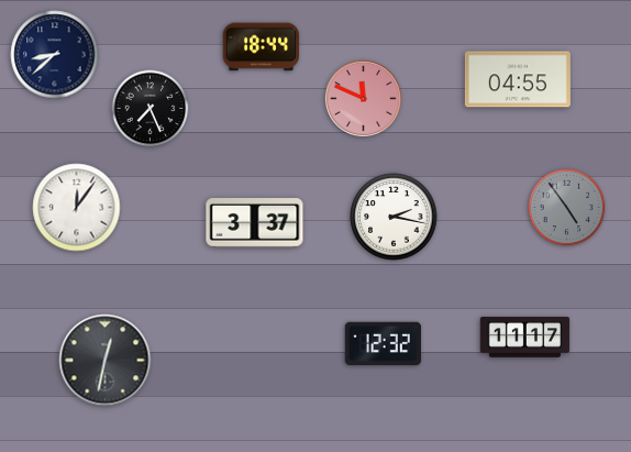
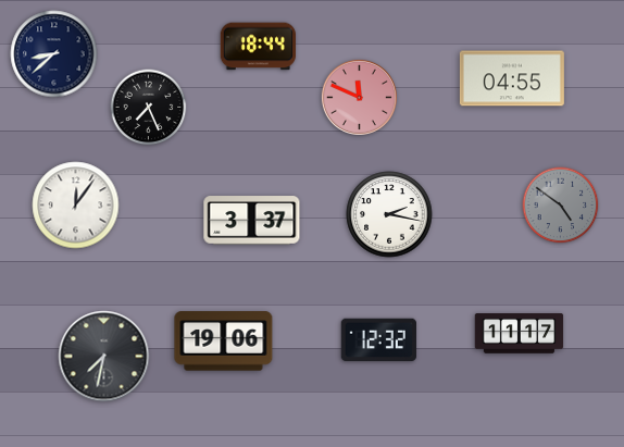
clock at (567, 208): 4:54 -> 4:51
clock at (224, 342): none -> 19:06
clock at (106, 361): 12:32 -> 7:32
